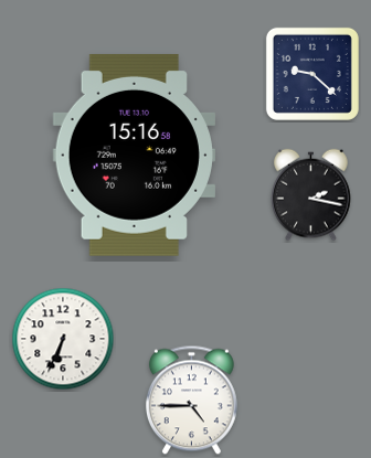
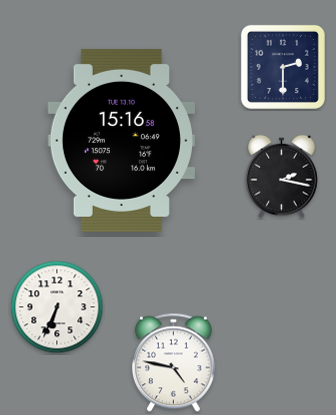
clock at (312, 74): 9:22 -> 2:30
clock at (191, 401): 4:45 -> 4:47
